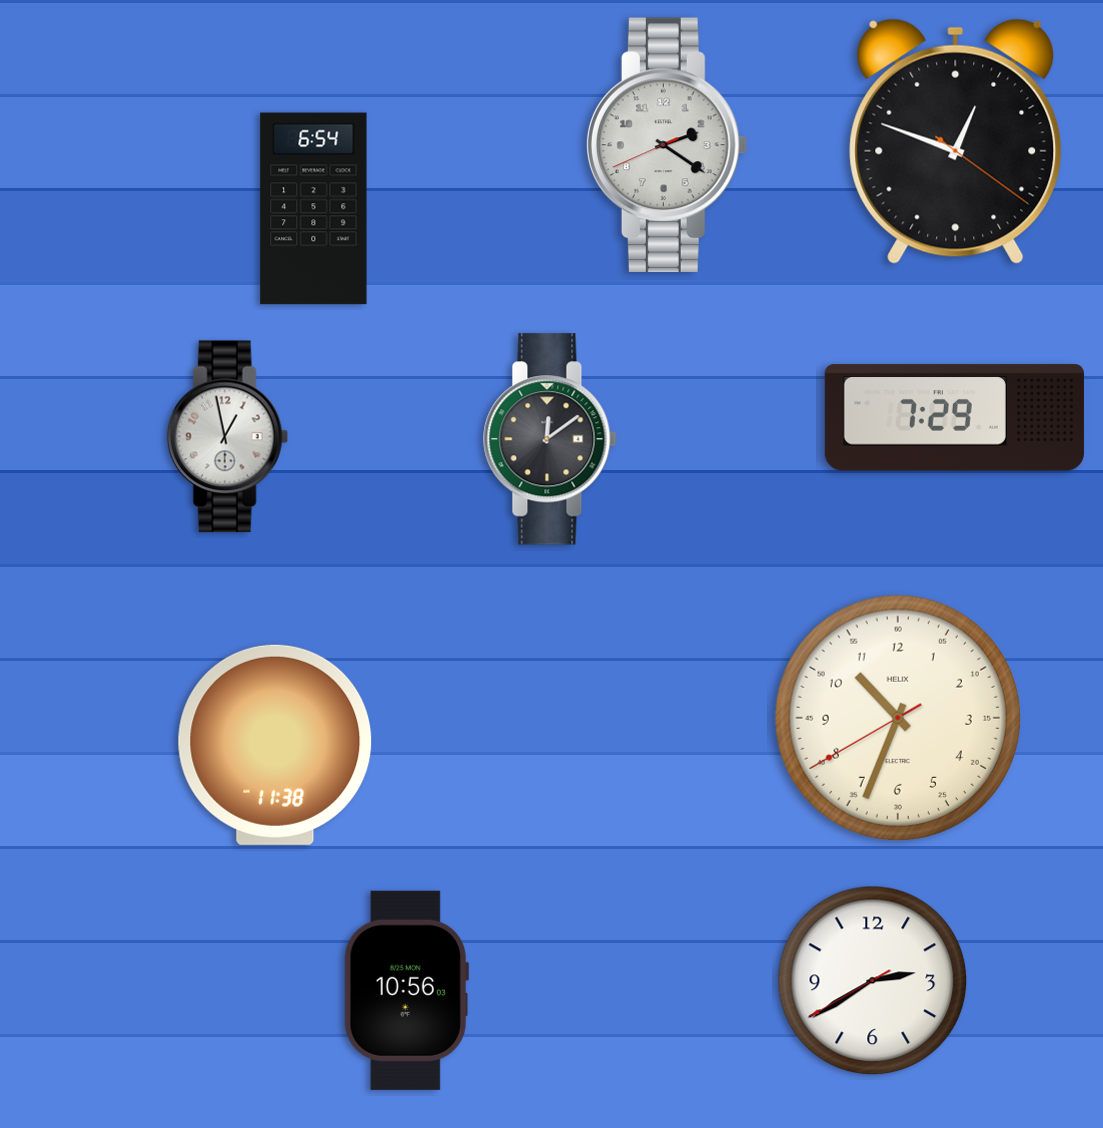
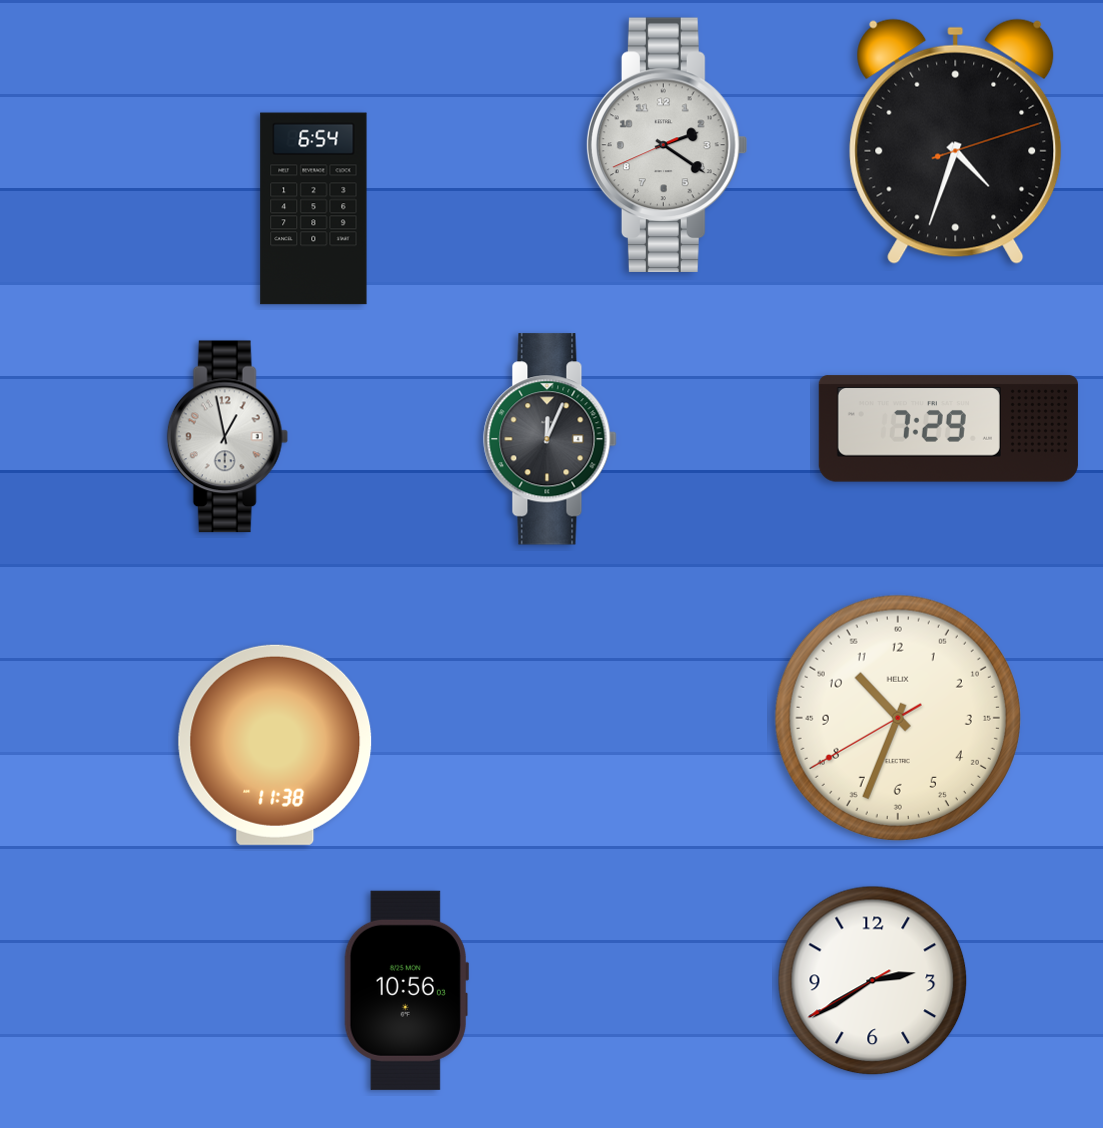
clock at (956, 141): 12:48 -> 4:33
clock at (954, 418) position: (954, 418) -> (948, 429)
clock at (550, 439): 12:09 -> 12:04
